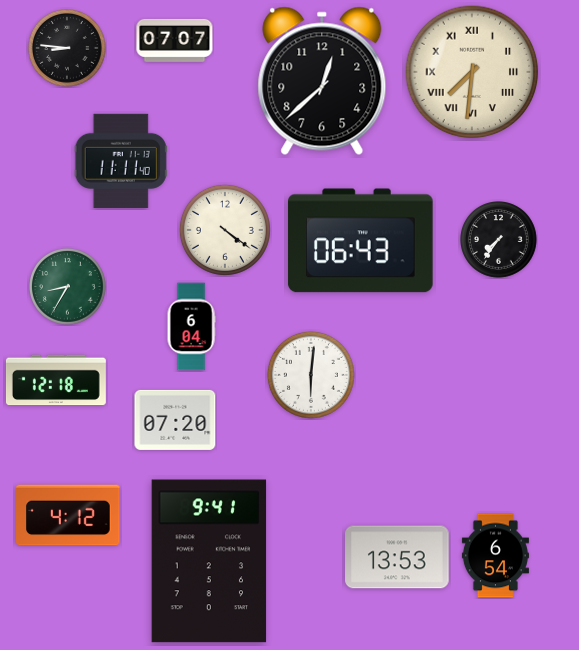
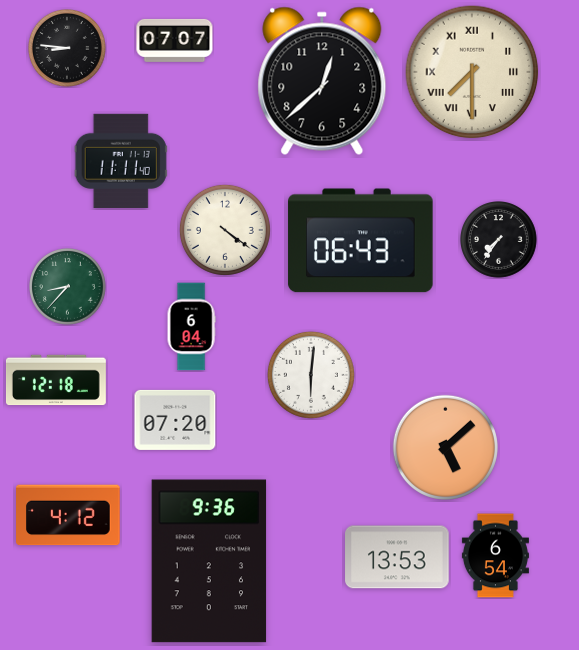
clock at (472, 72): 7:31 -> 7:30
clock at (68, 287): 8:35 -> 8:37
clock at (445, 447): none -> 5:08
clock at (209, 561): 9:41 -> 9:36
